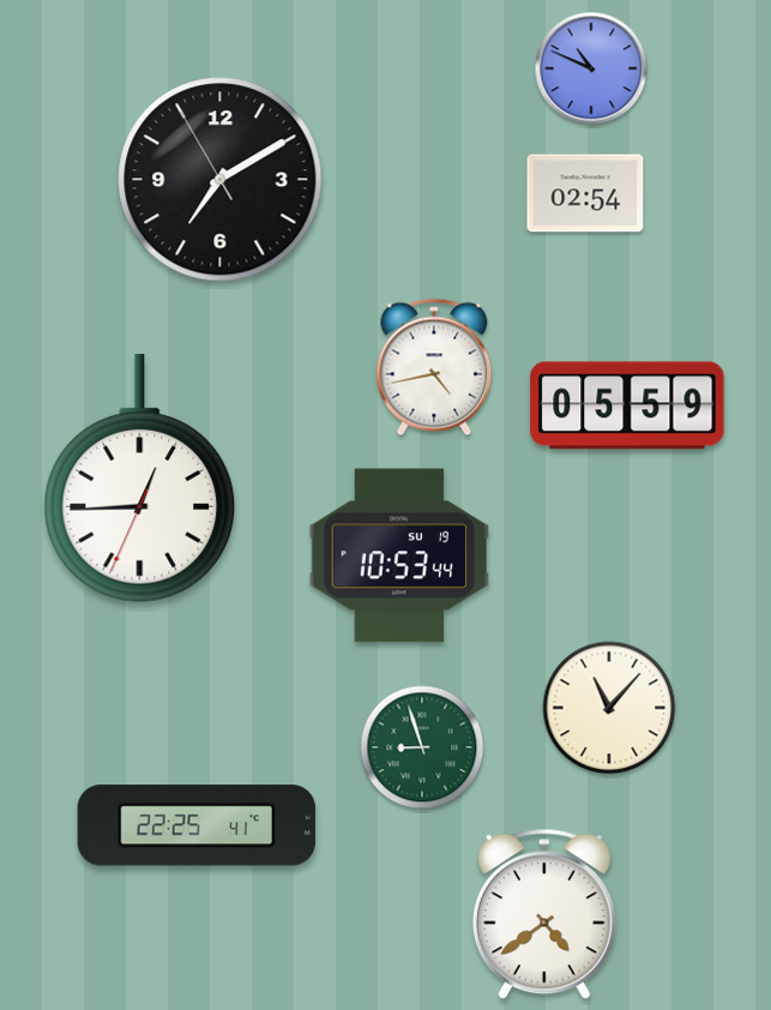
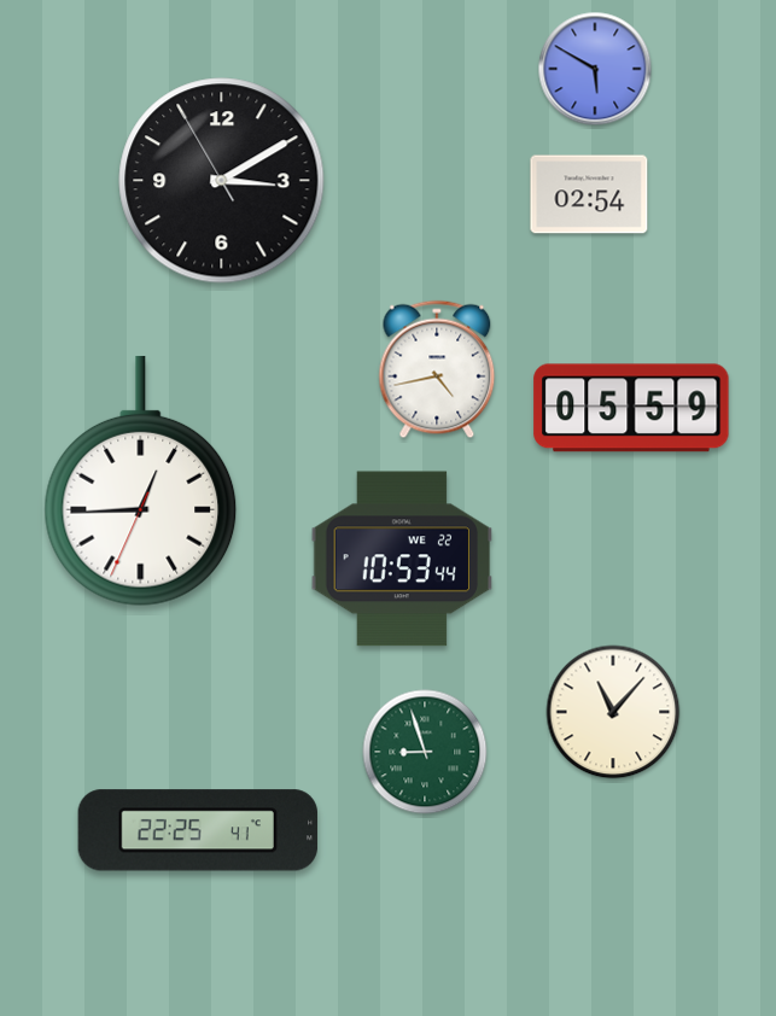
clock at (591, 68): 10:49 -> 5:50
clock at (221, 180): 7:09 -> 3:09
clock at (399, 555) date: SU 19 -> WE 22
clock at (544, 914): 4:39 -> none
